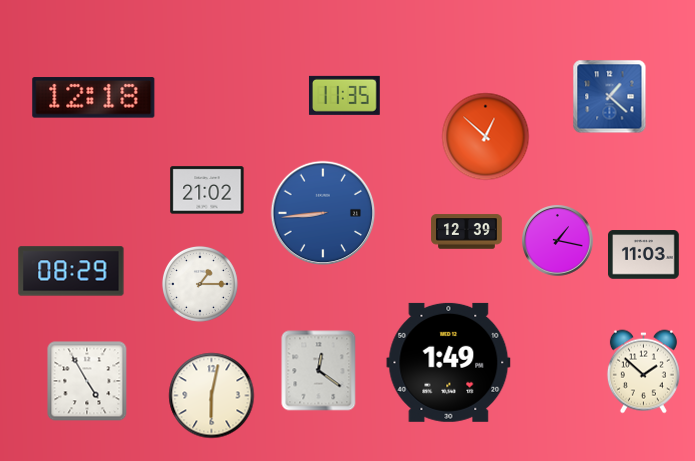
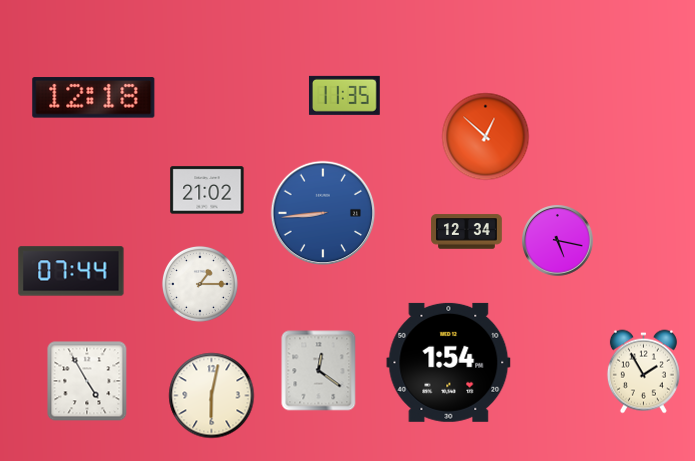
clock at (610, 97): 1:22 -> none
clock at (467, 232): 12:39 -> 12:34
clock at (558, 241): 1:17 -> 5:17
clock at (644, 255): 11:03 -> none
clock at (71, 271): 08:29 -> 07:44
clock at (449, 362): 1:49 -> 1:54
clock at (643, 372): 1:52 -> 1:55
